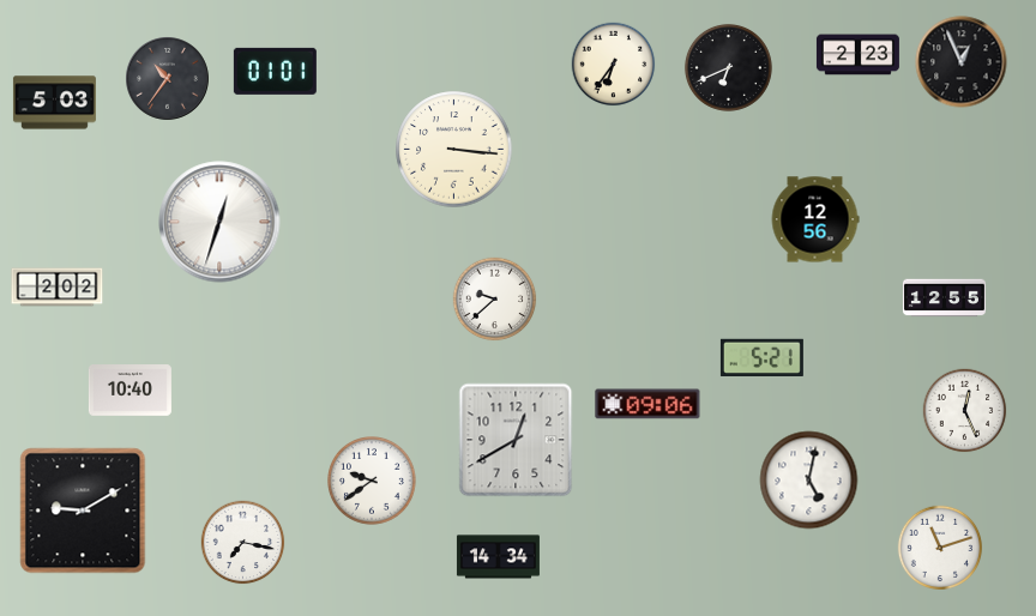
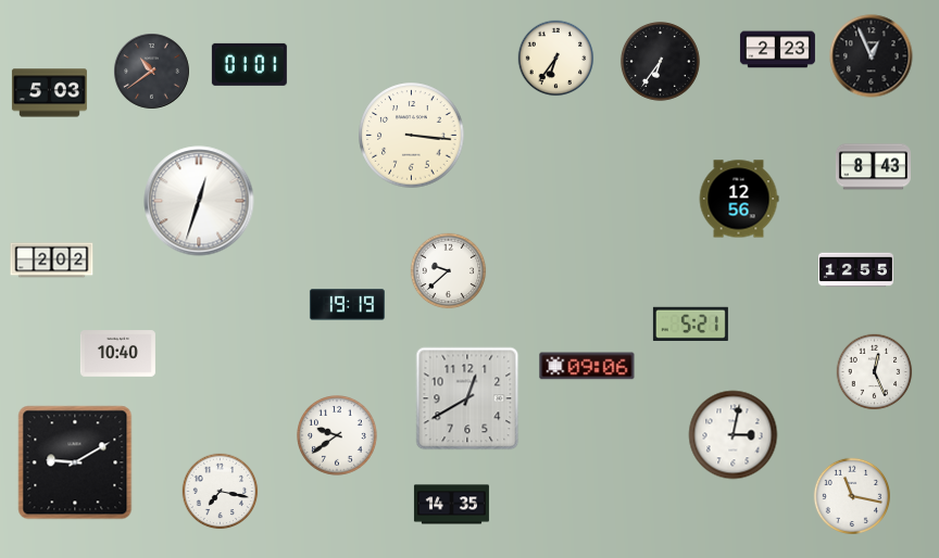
clock at (728, 67): 6:41 -> 6:36
clock at (168, 79): 10:36 -> 10:39
clock at (873, 167): none -> 8:43
clock at (347, 305): none -> 19:19
clock at (809, 481): 5:02 -> 3:02
clock at (939, 546): 11:12 -> 11:17
clock at (498, 557): 14:34 -> 14:35
